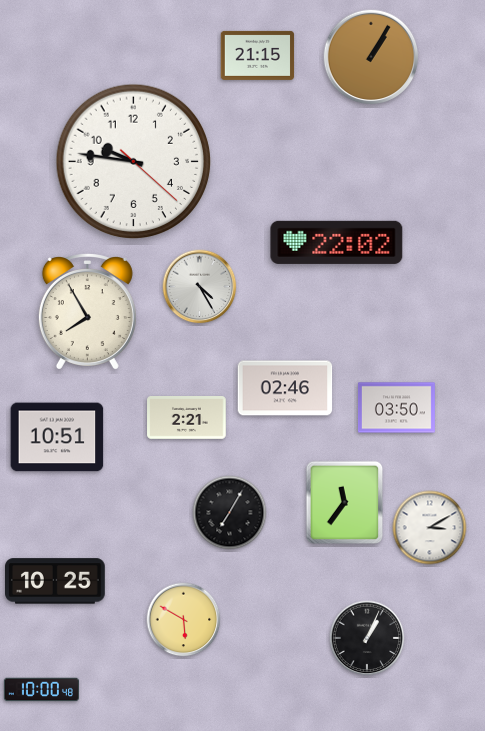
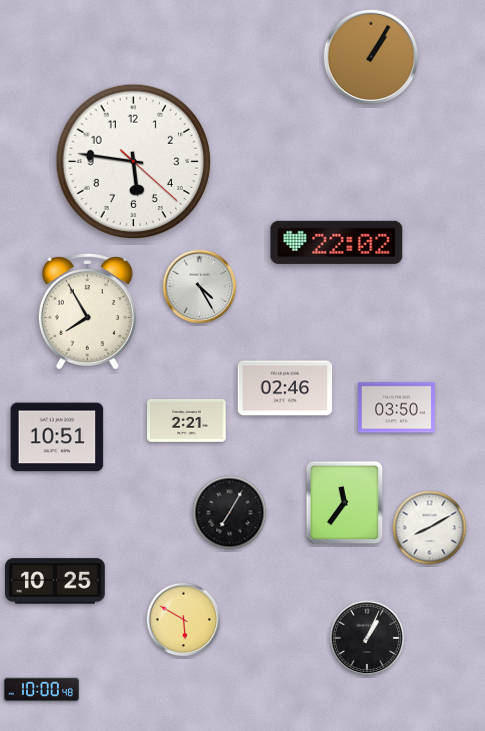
clock at (258, 55): 21:15 -> none
clock at (134, 162): 9:46 -> 5:46
clock at (187, 418) position: (187, 418) -> (187, 421)
clock at (430, 528): 3:10 -> 8:10
